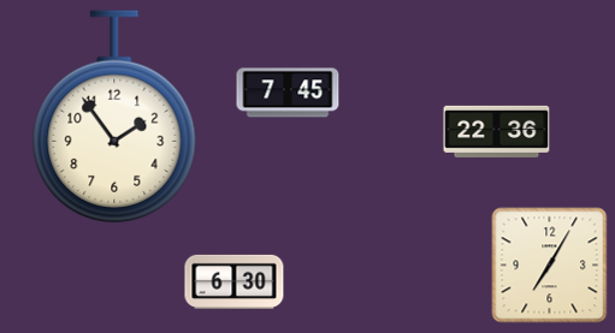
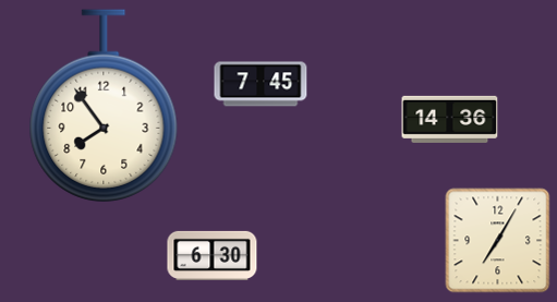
clock at (114, 117): 1:54 -> 7:54
clock at (497, 131): 22:36 -> 14:36
